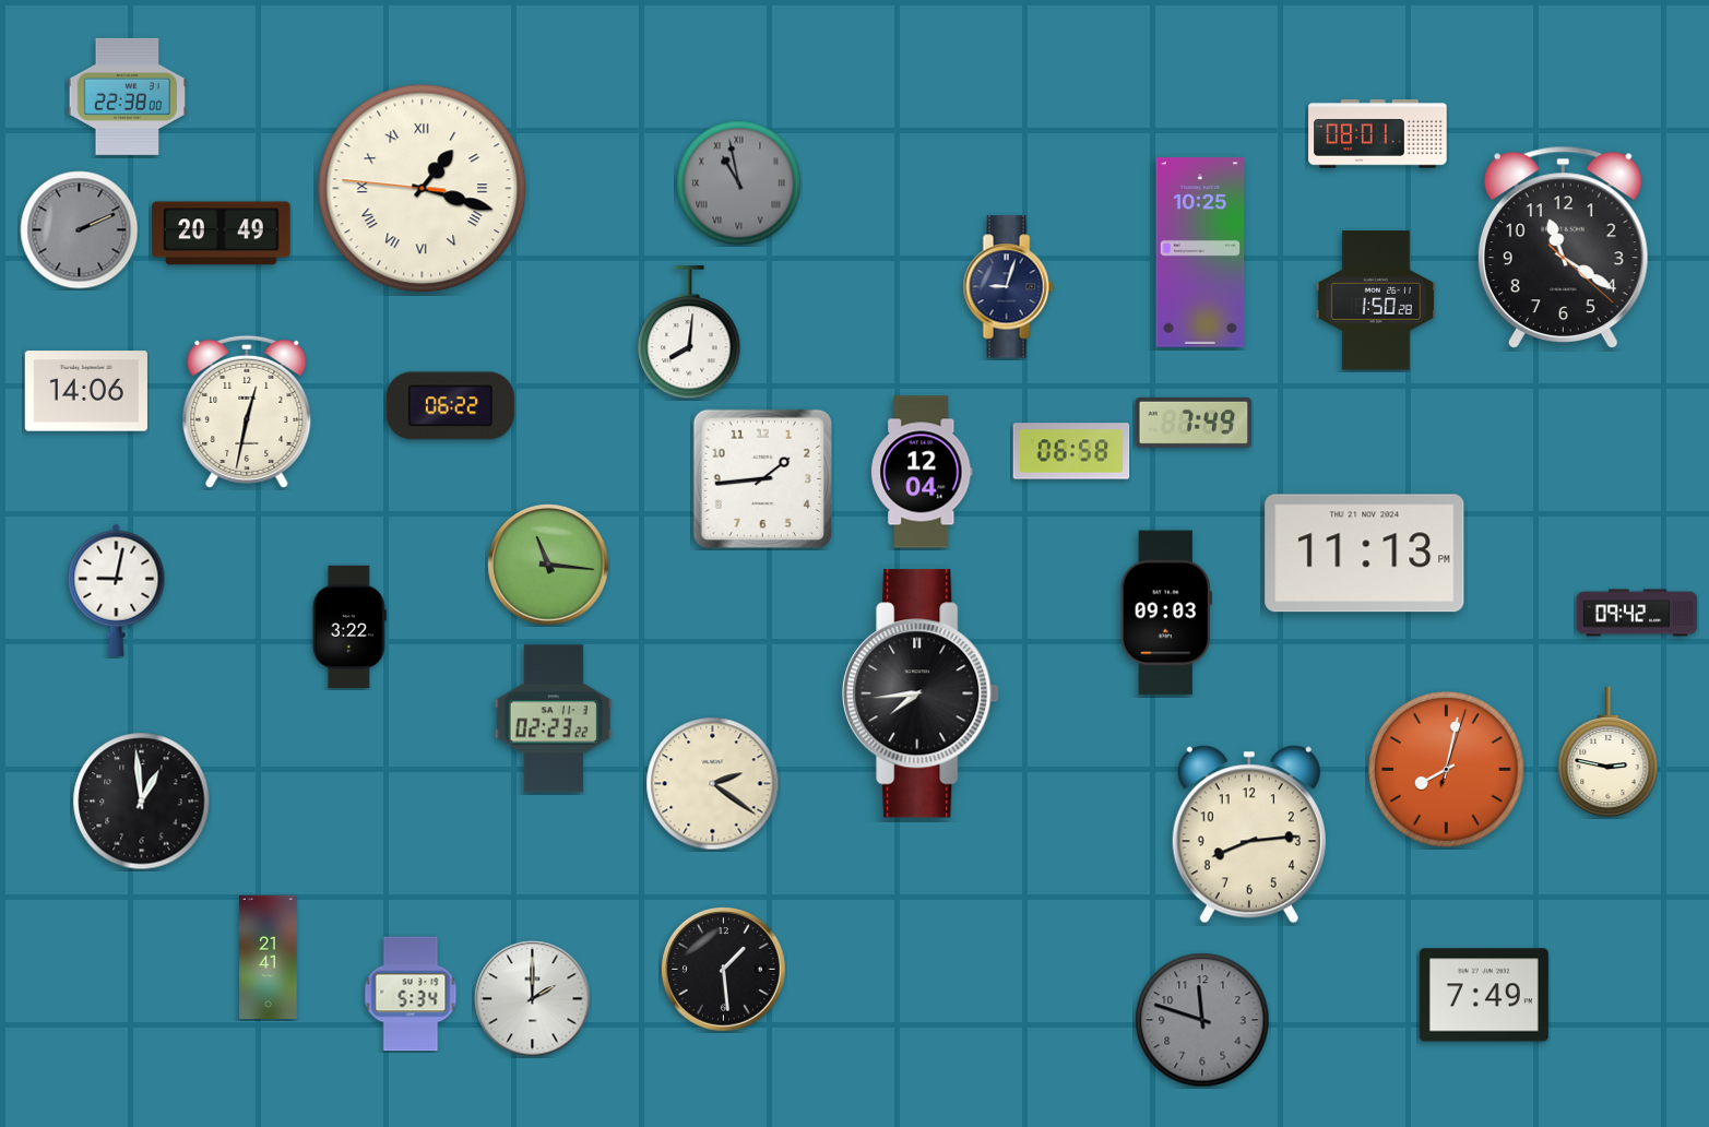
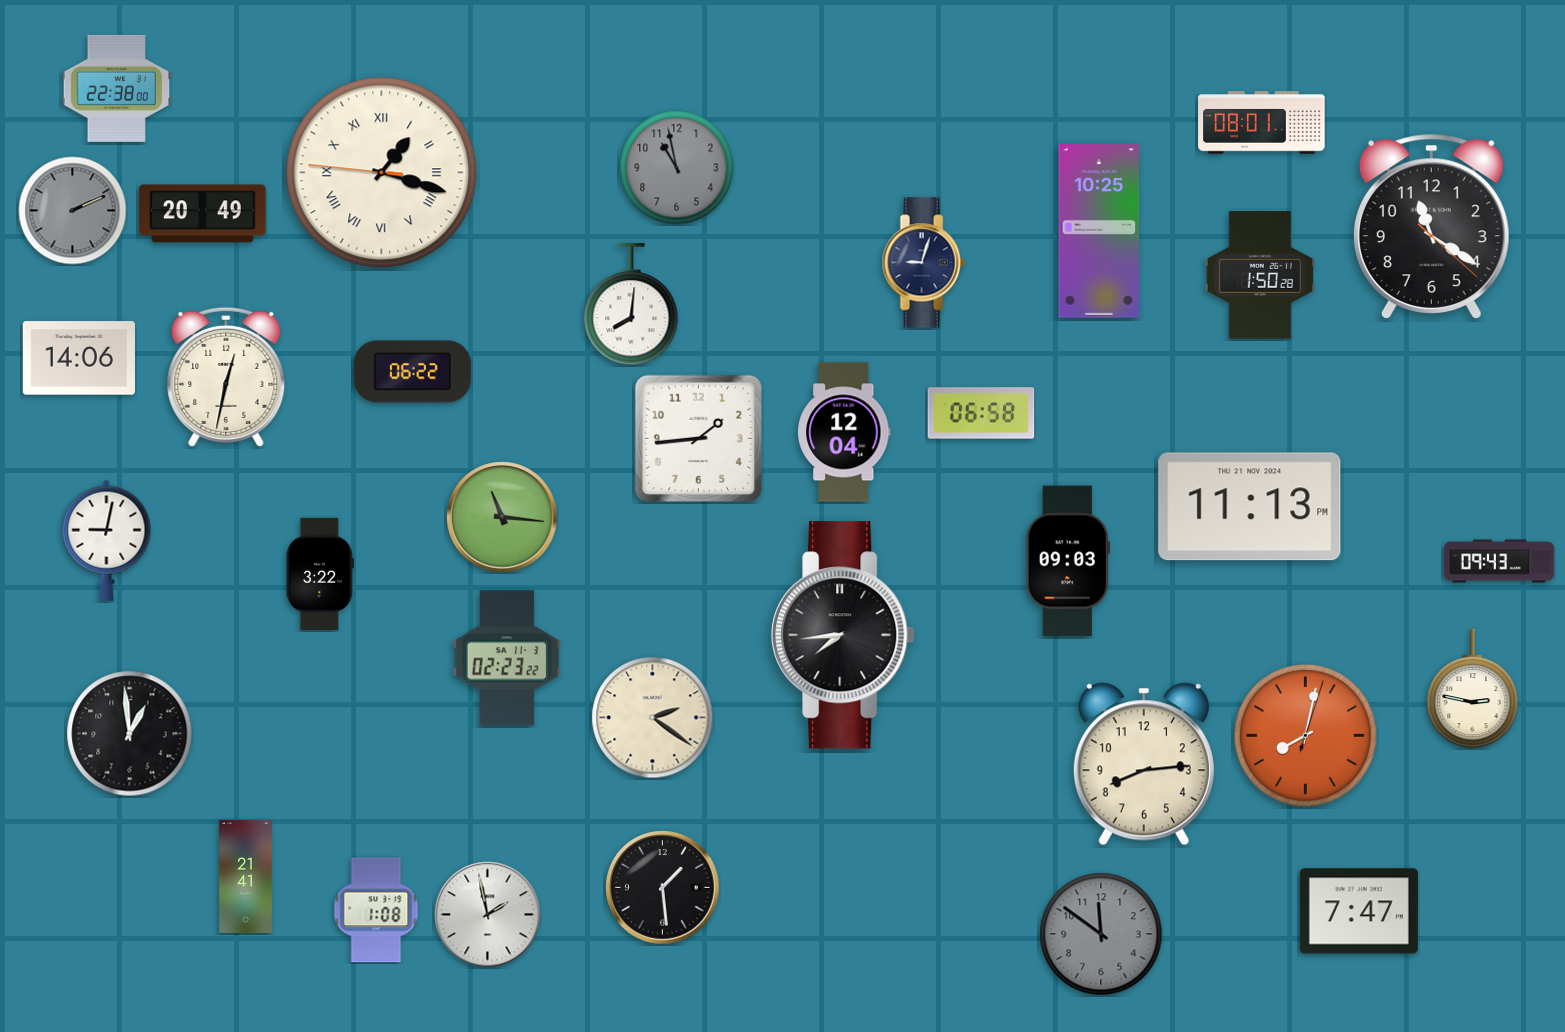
clock at (739, 183) numerals: Roman -> Arabic
clock at (423, 189) position: (423, 189) -> (382, 173)
clock at (1194, 423): 7:49 -> none
clock at (1637, 613): 09:42 -> 09:43
clock at (1446, 769) position: (1446, 769) -> (1305, 735)
clock at (411, 994): 5:34 -> 1:08
clock at (1484, 995): 7:49 -> 7:47
clock at (533, 999): 2:00 -> 1:58
clock at (1202, 1020): 11:48 -> 11:51
